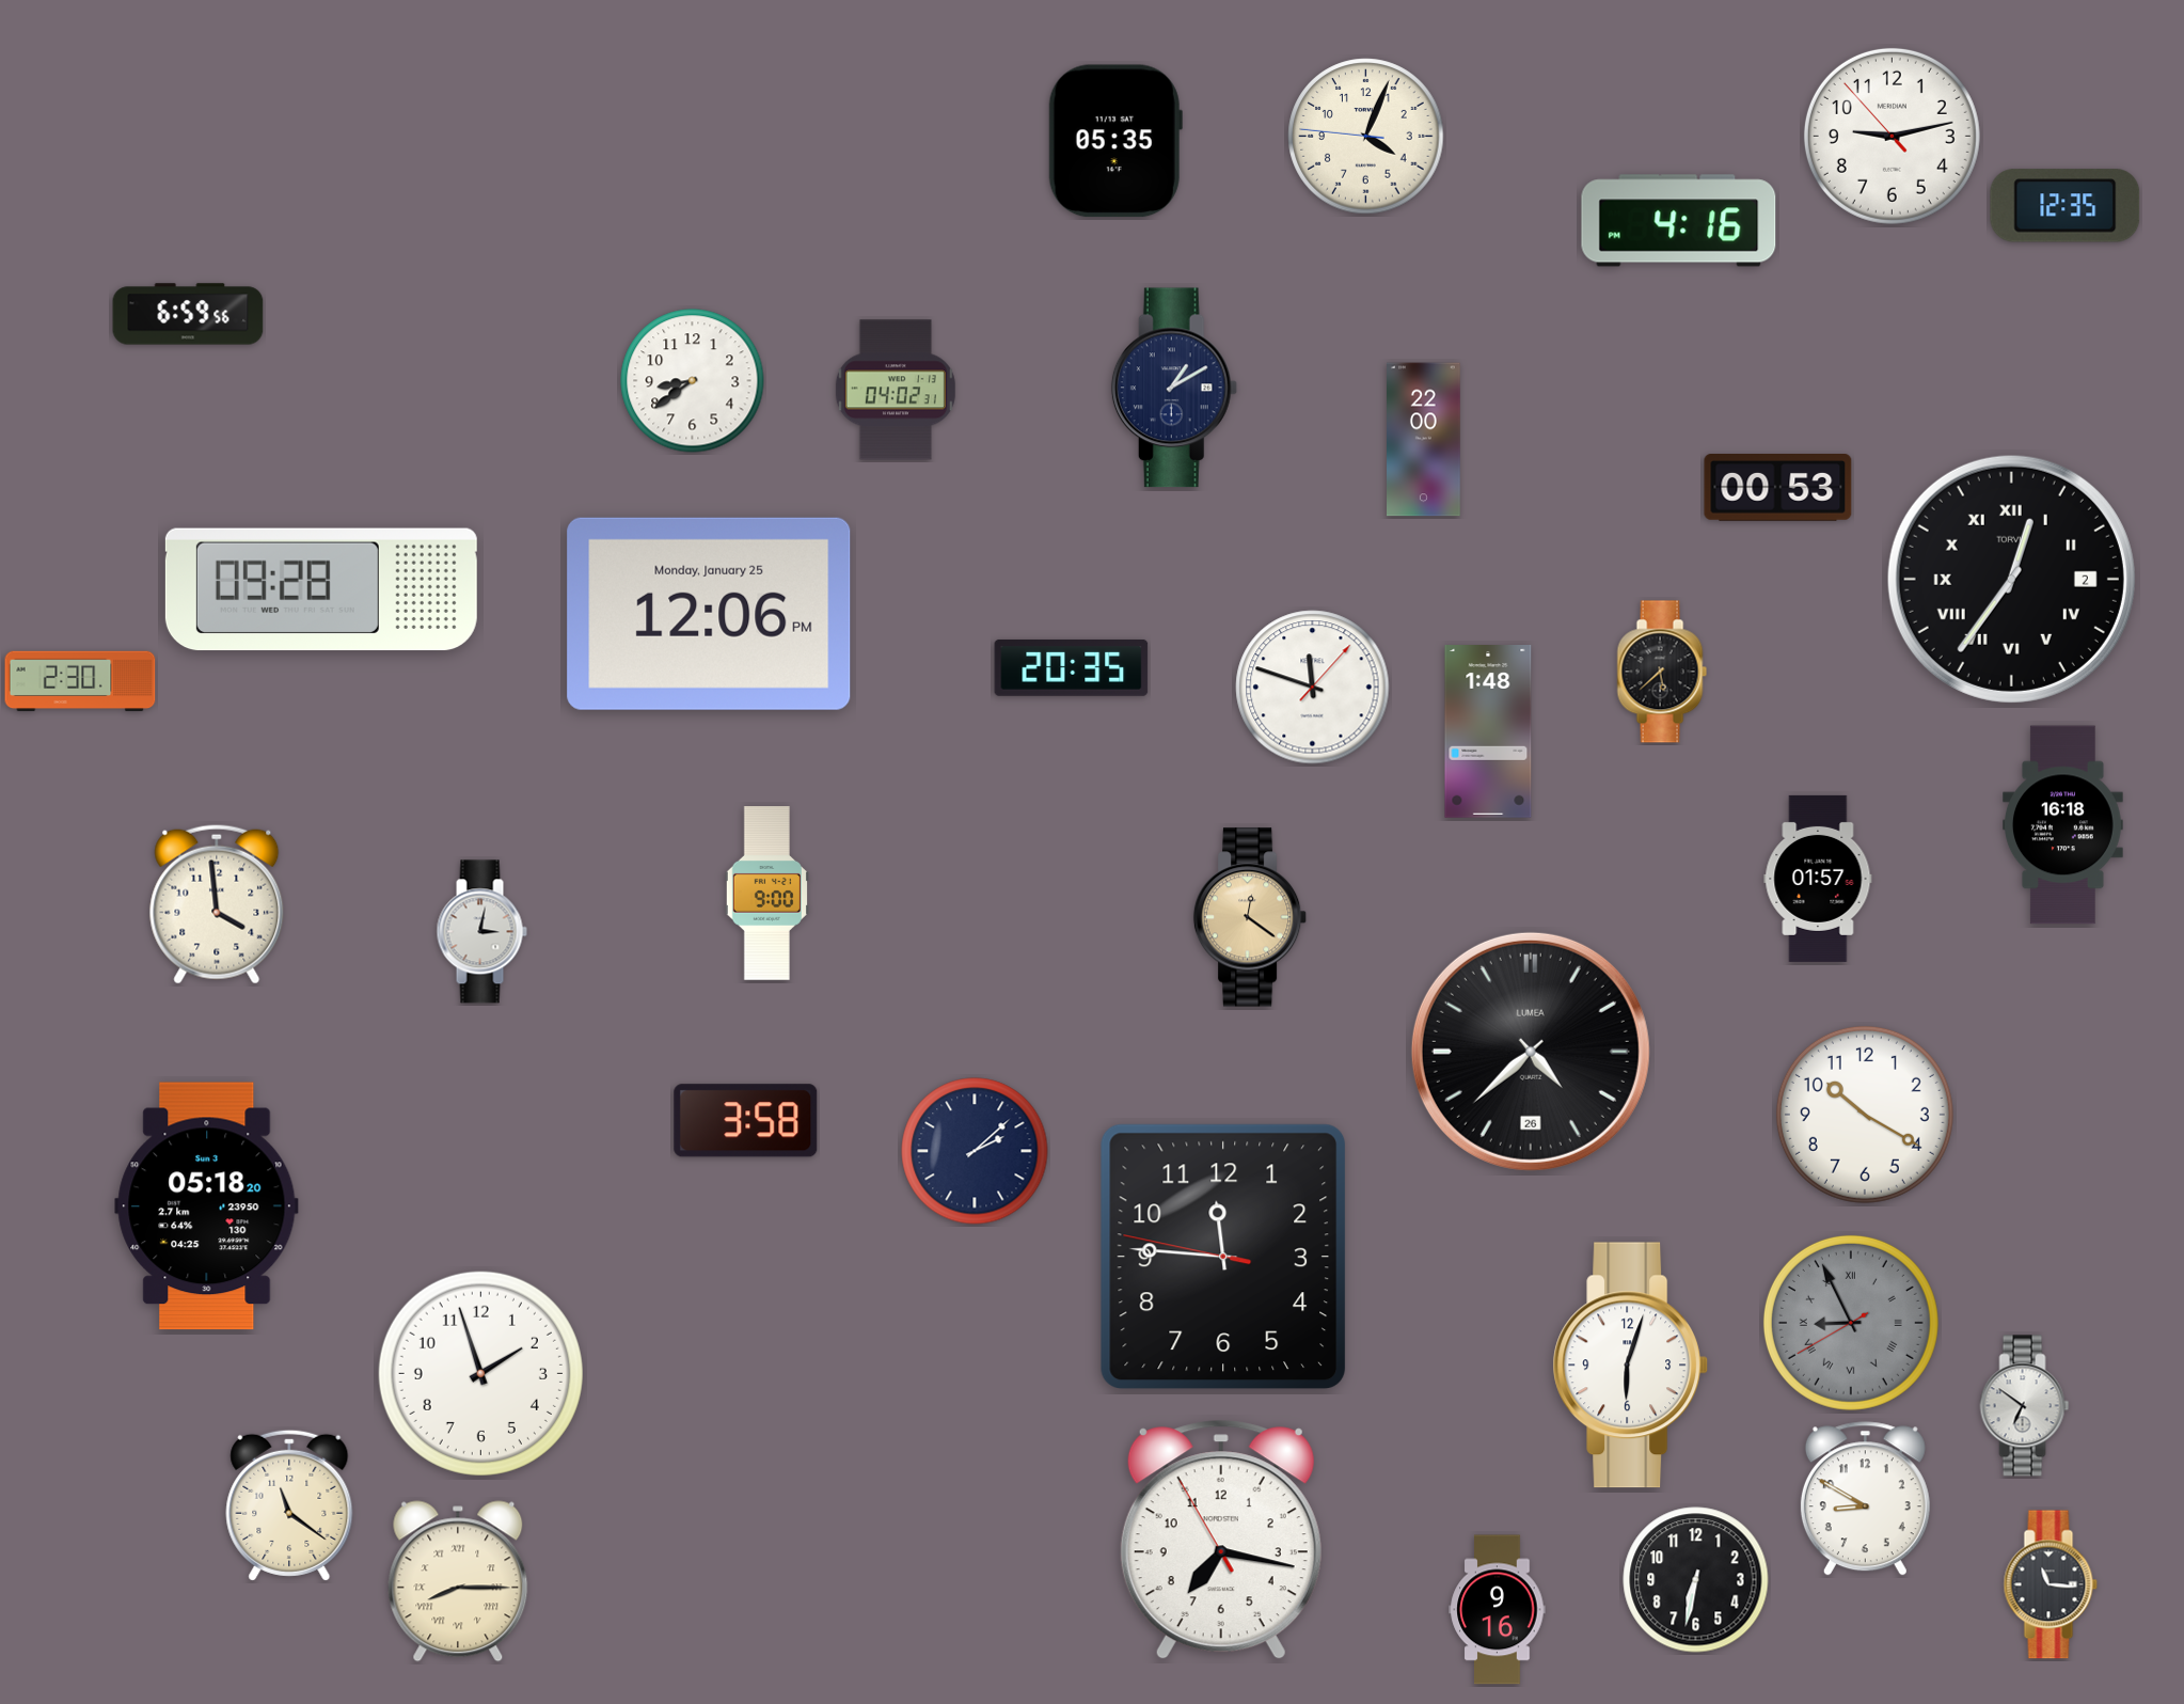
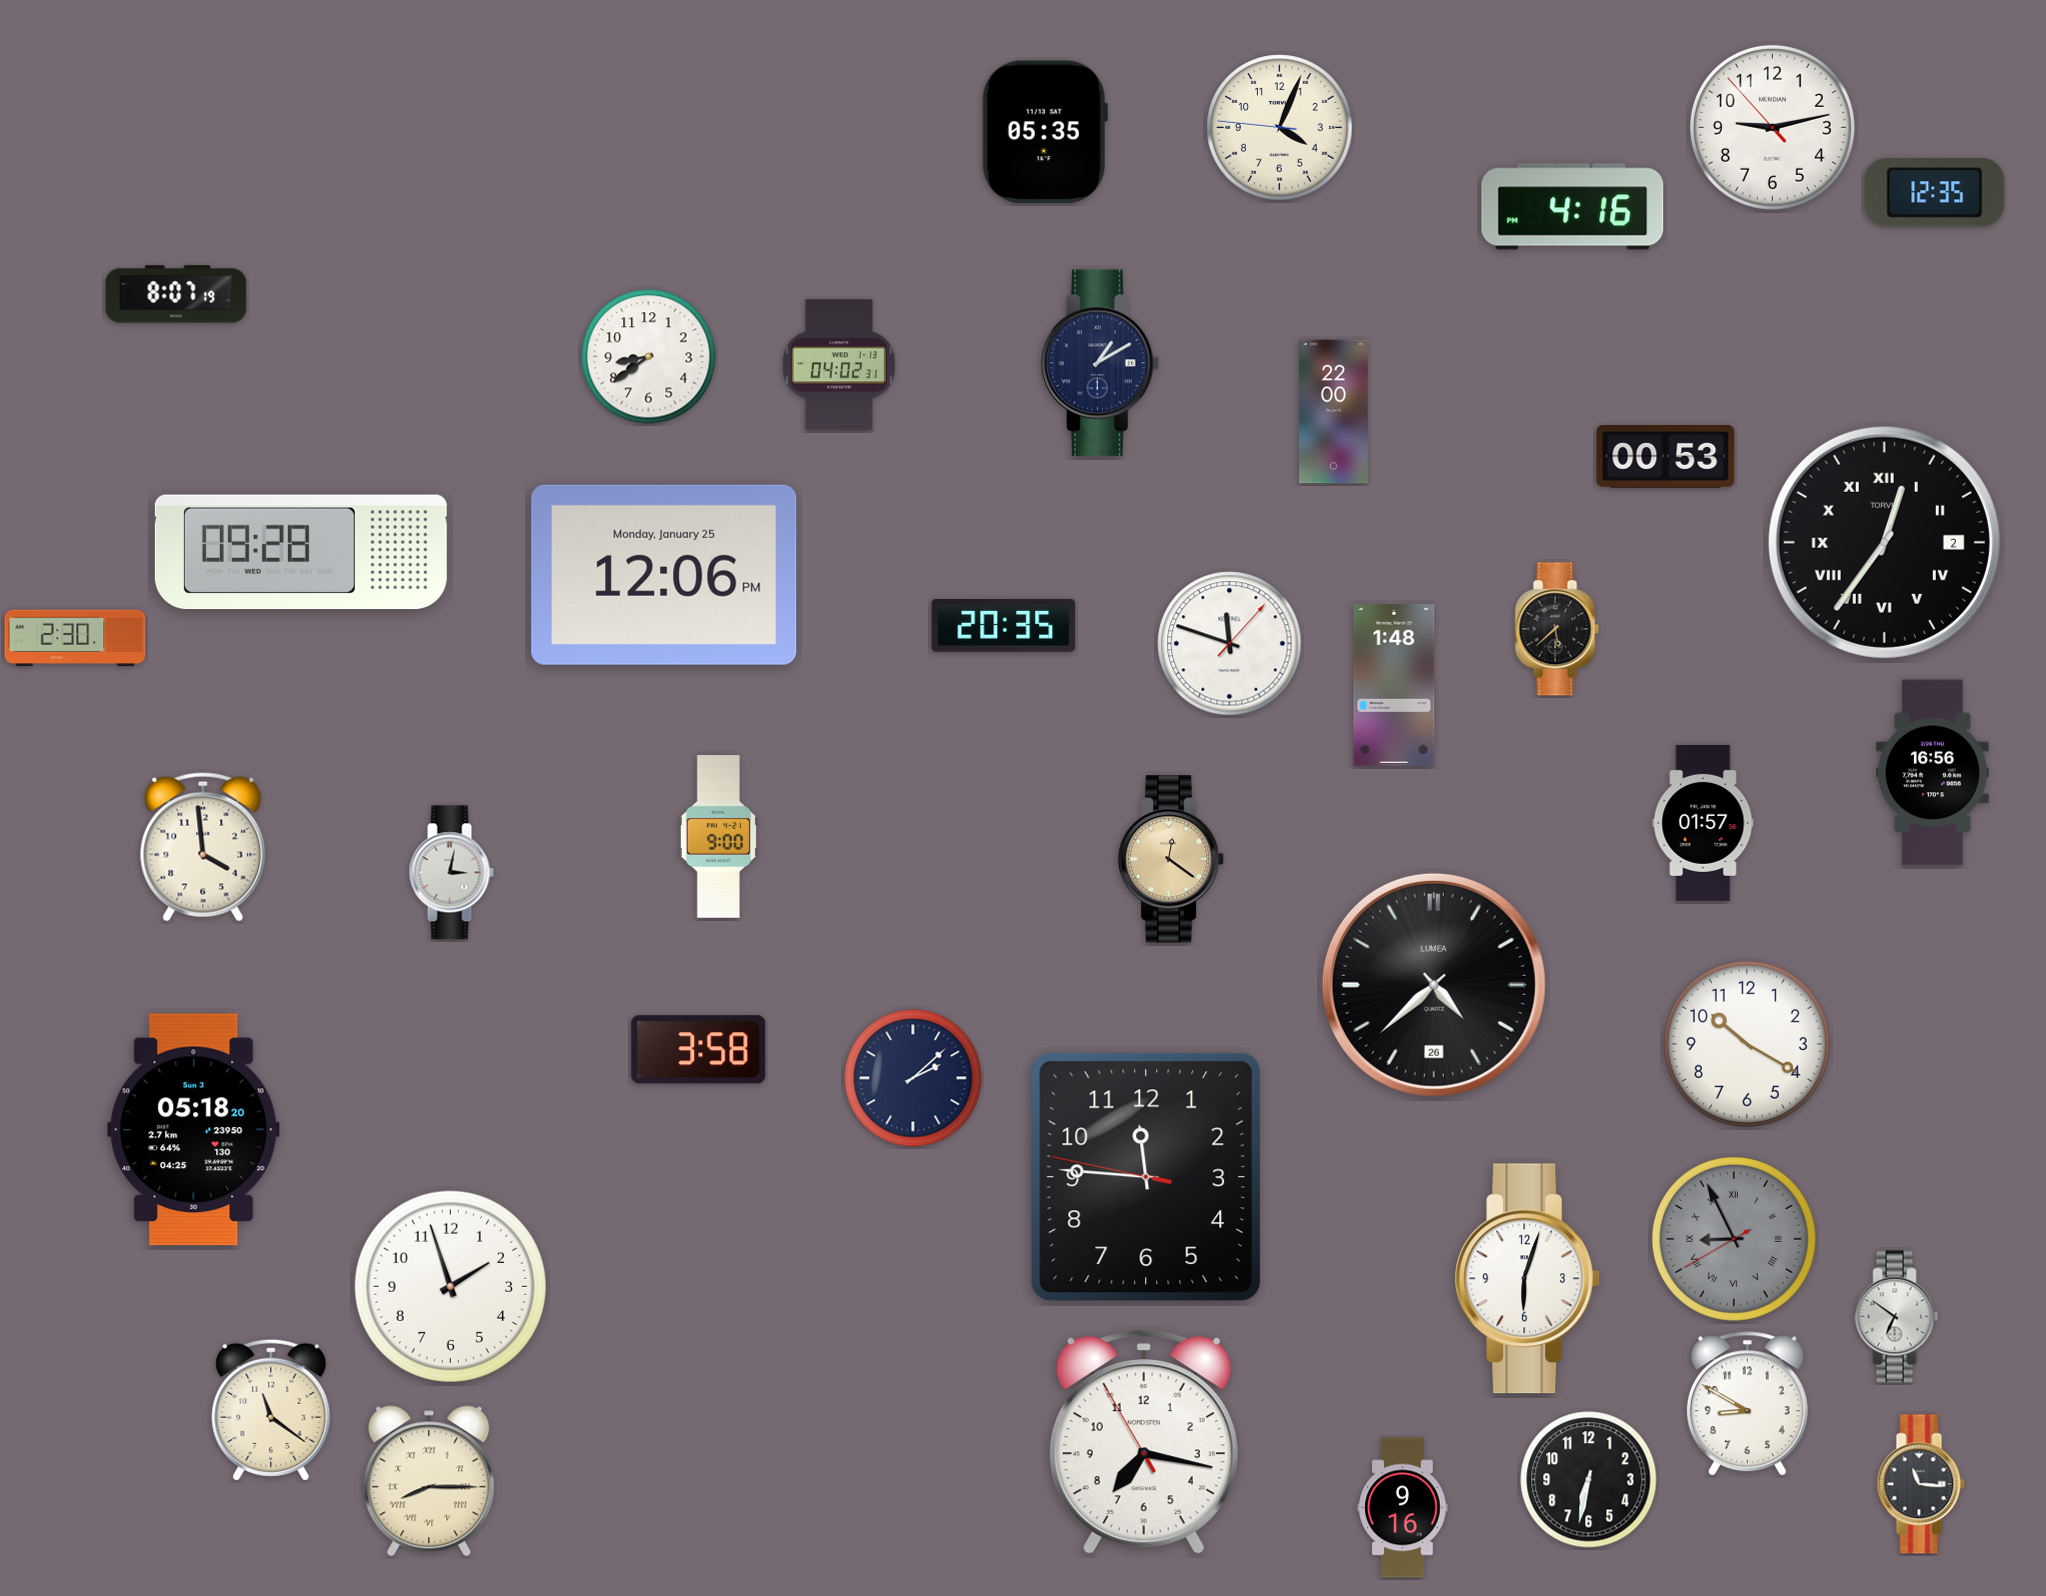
clock at (188, 314): 6:59 -> 8:07
clock at (2063, 825): 16:18 -> 16:56
